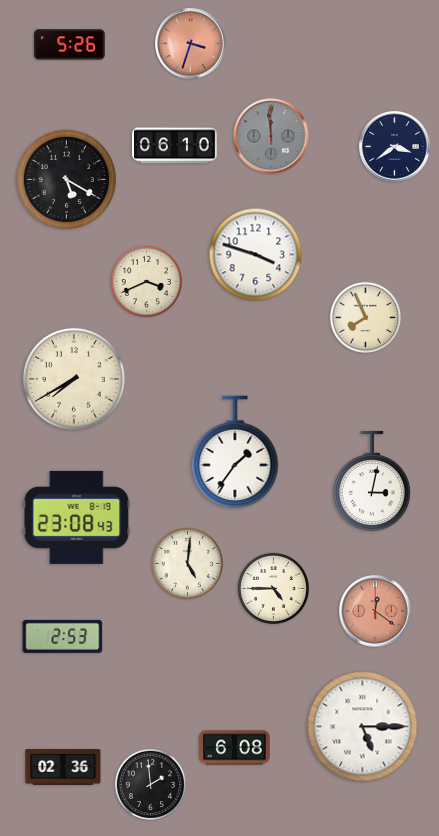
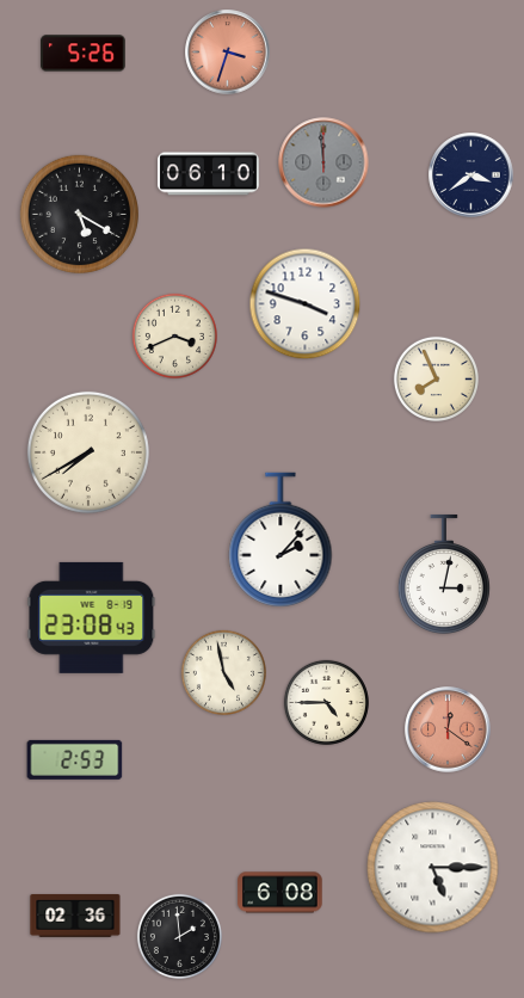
clock at (235, 452): 1:36 -> 2:07
clock at (187, 563): 5:01 -> 4:58
